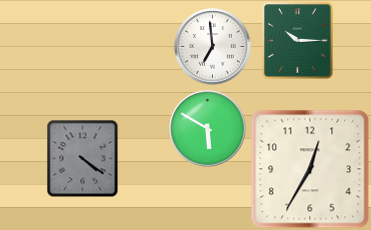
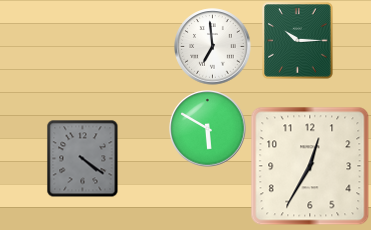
clock at (310, 169) position: (310, 169) -> (310, 166)
